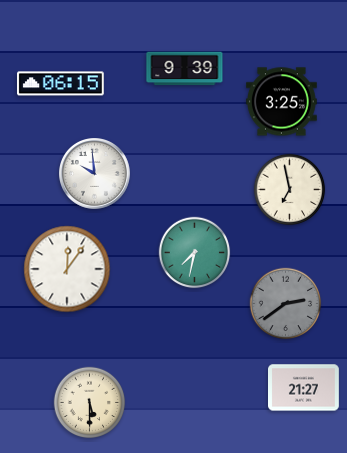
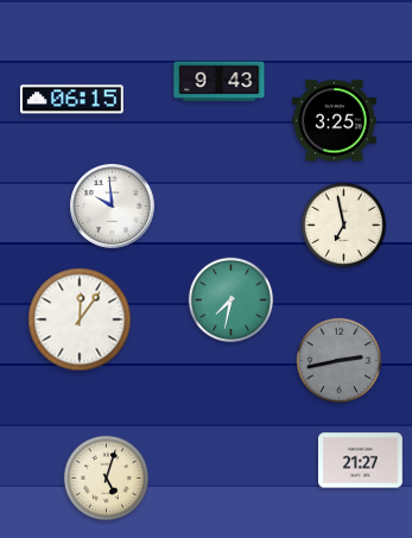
clock at (185, 69): 9:39 -> 9:43
clock at (286, 304): 2:39 -> 2:43
clock at (90, 403): 5:30 -> 5:03
